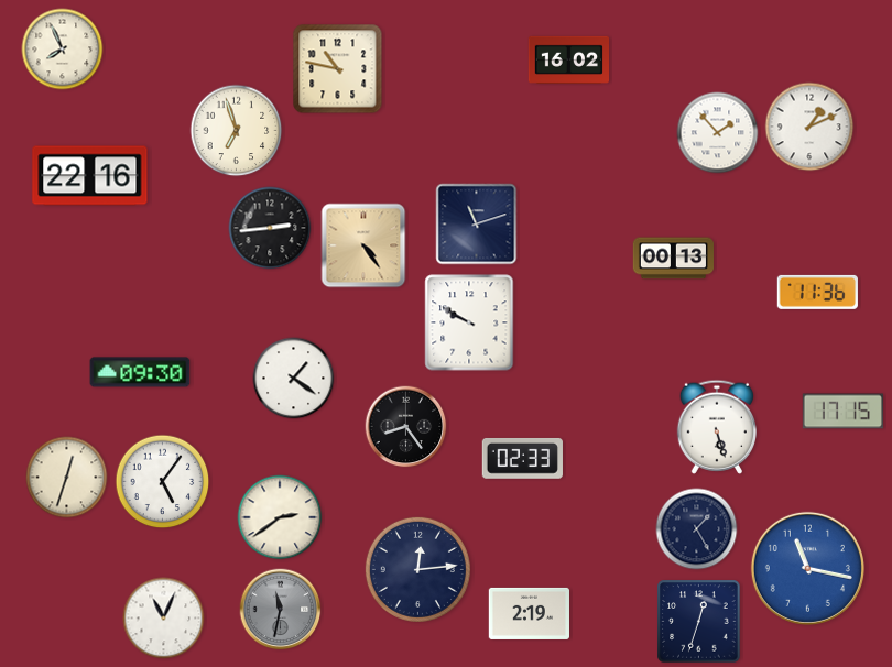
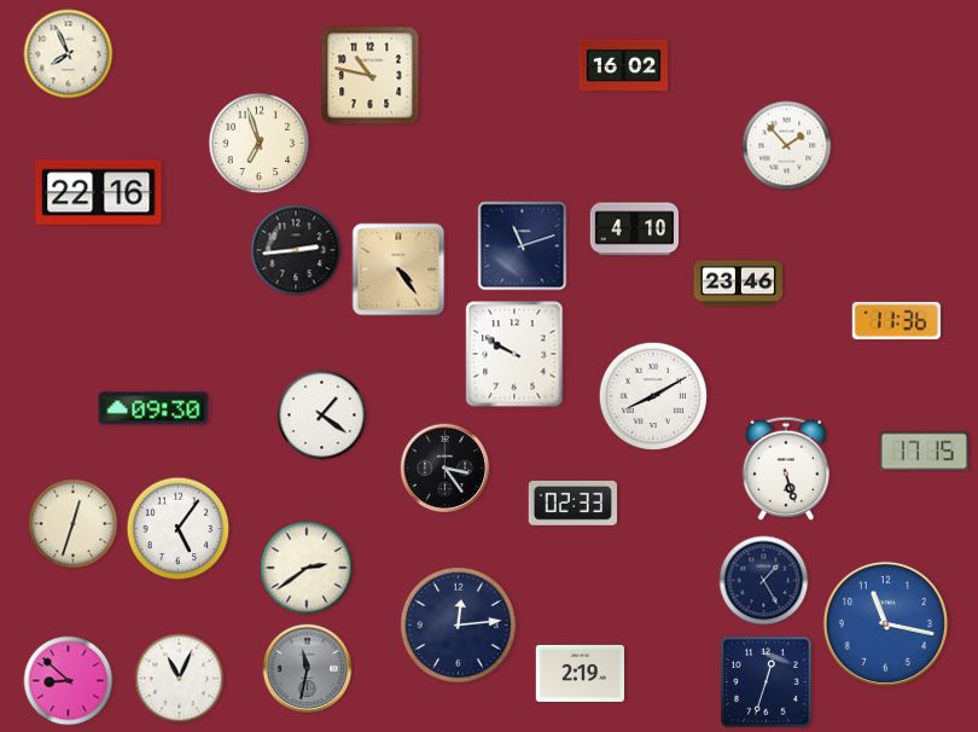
clock at (809, 127): 1:11 -> none
clock at (634, 230): none -> 4:10
clock at (673, 259): 00:13 -> 23:46
clock at (653, 396): none -> 8:10
clock at (406, 427): 8:24 -> 3:24
clock at (69, 681): none -> 8:52
